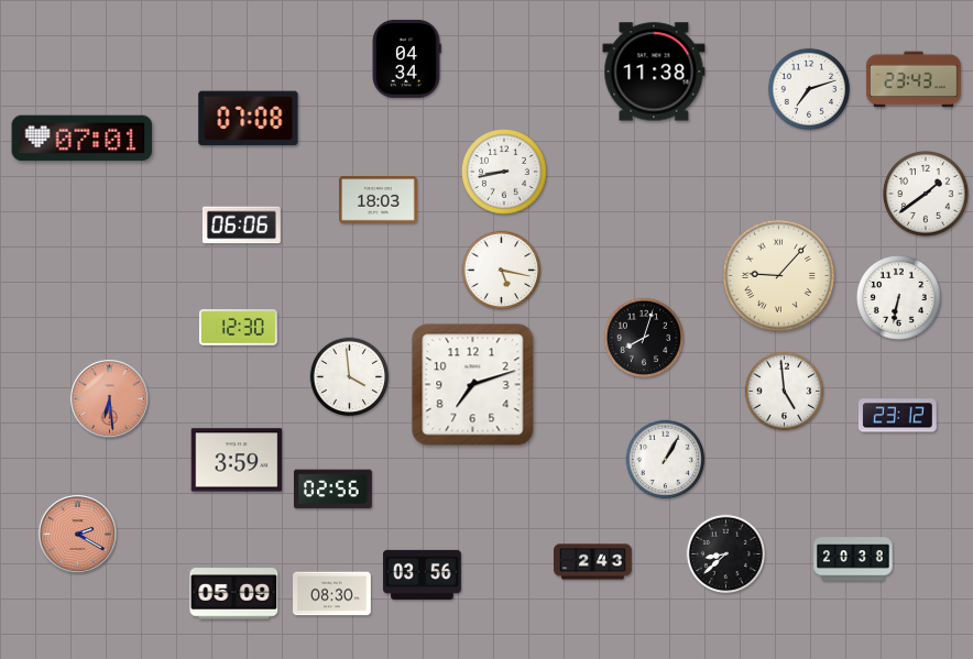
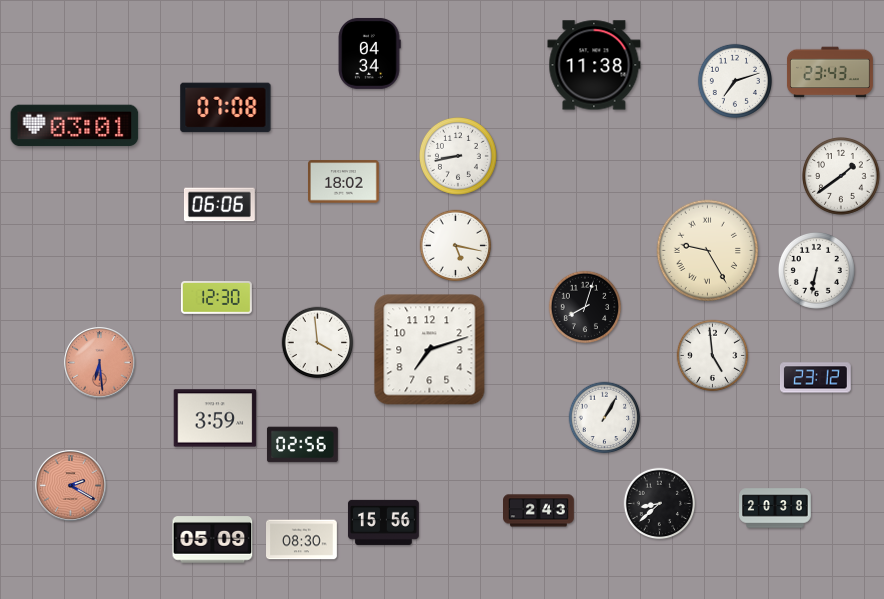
clock at (83, 139): 07:01 -> 03:01
clock at (379, 200): 18:03 -> 18:02
clock at (779, 276): 9:07 -> 9:25
clock at (422, 574): 03:56 -> 15:56
